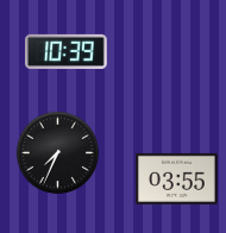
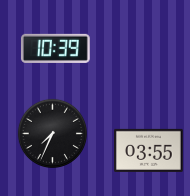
clock at (65, 51) position: (65, 51) -> (55, 48)
clock at (57, 152) position: (57, 152) -> (52, 133)
